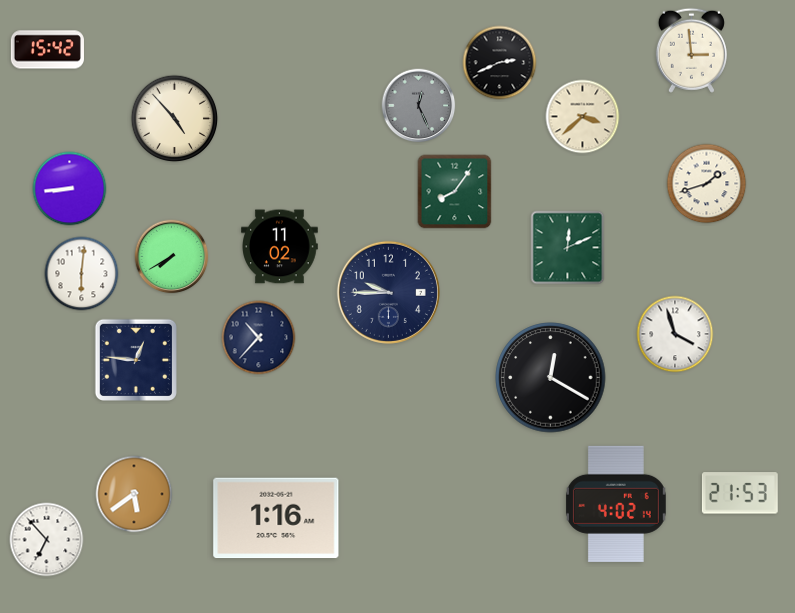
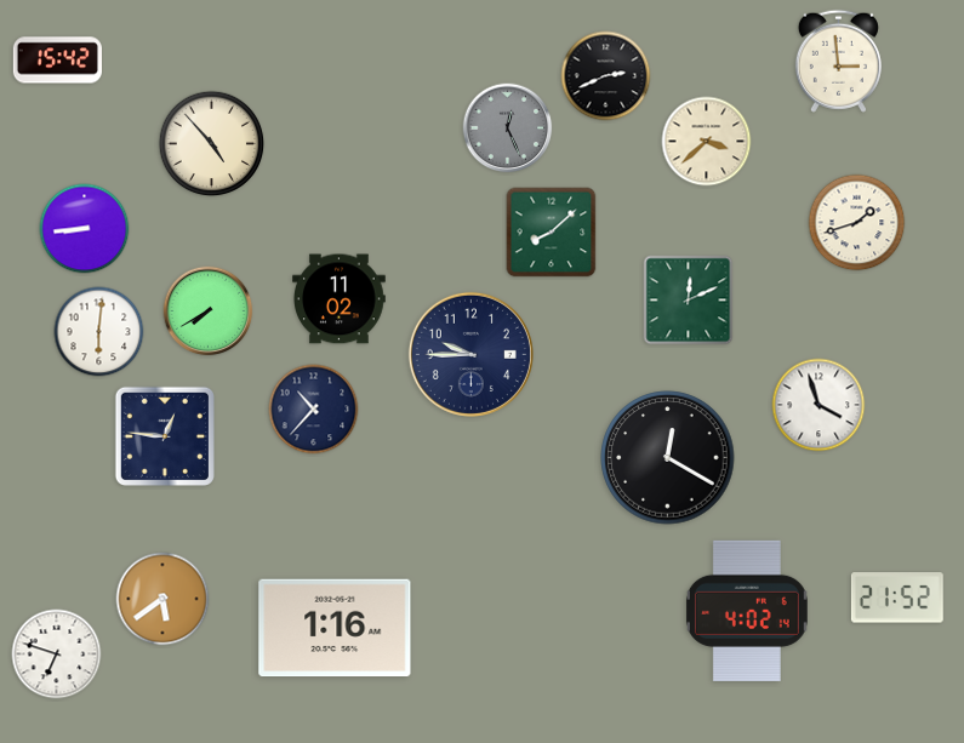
clock at (455, 192): 8:06 -> 8:08
clock at (740, 493): 21:53 -> 21:52
clock at (47, 540): 6:53 -> 6:48
